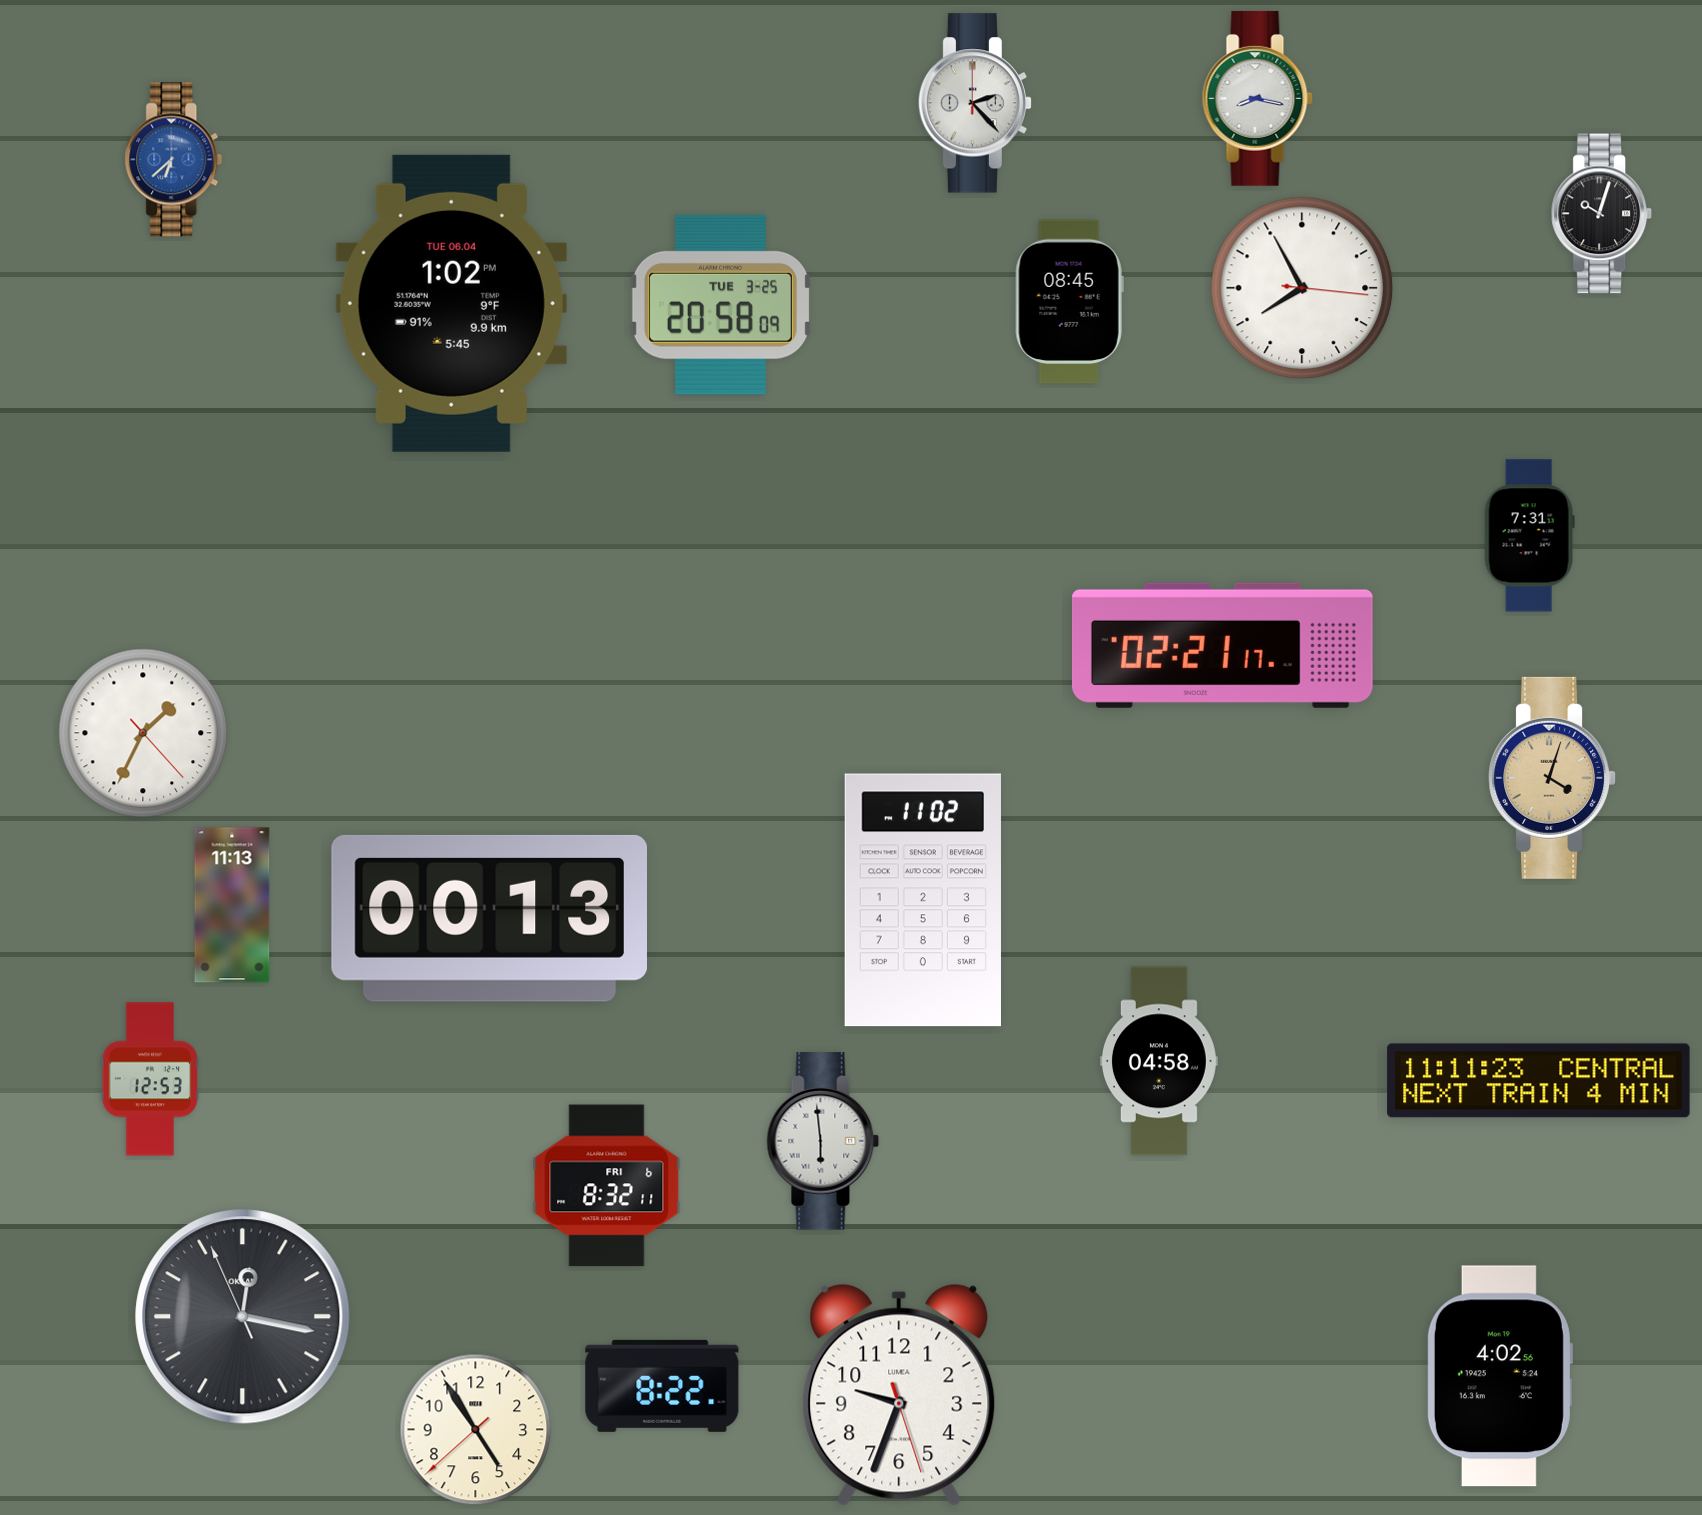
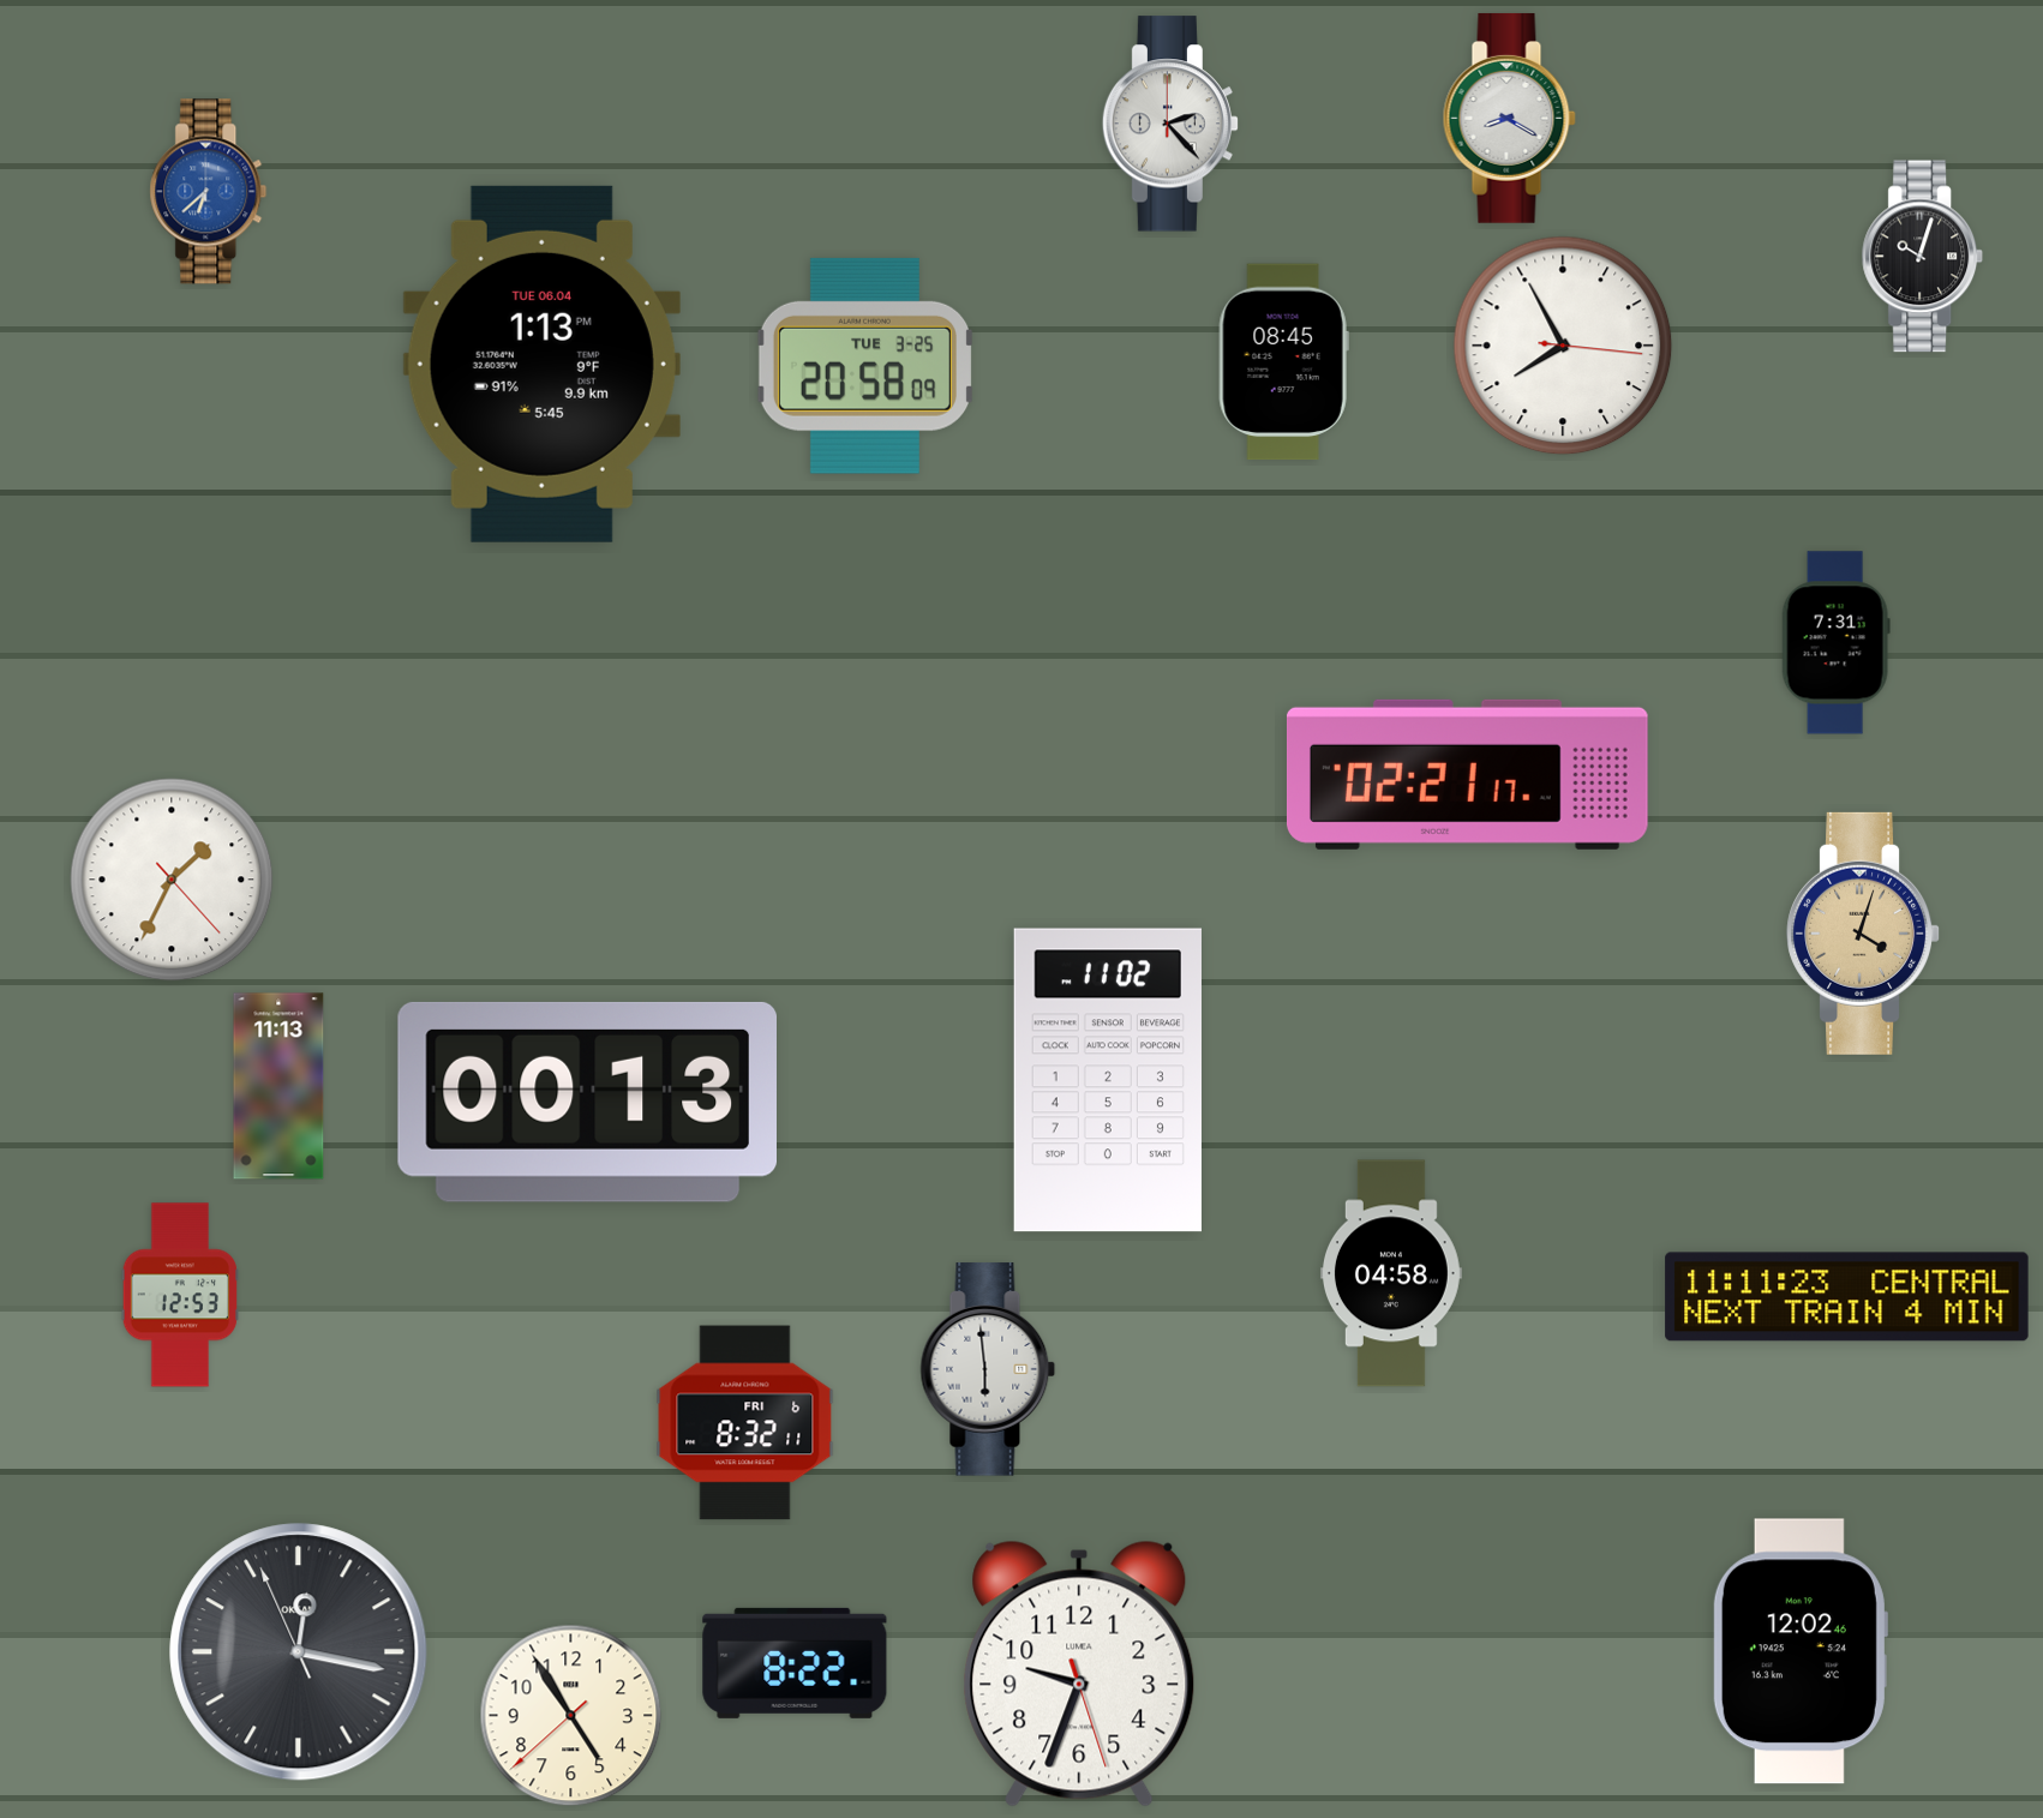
clock at (1257, 98): 8:17 -> 8:20
clock at (451, 303): 1:02 -> 1:13
clock at (607, 1186) position: (607, 1186) -> (745, 1423)
clock at (243, 1317) position: (243, 1317) -> (299, 1652)
clock at (1500, 1376): 4:02 -> 12:02
